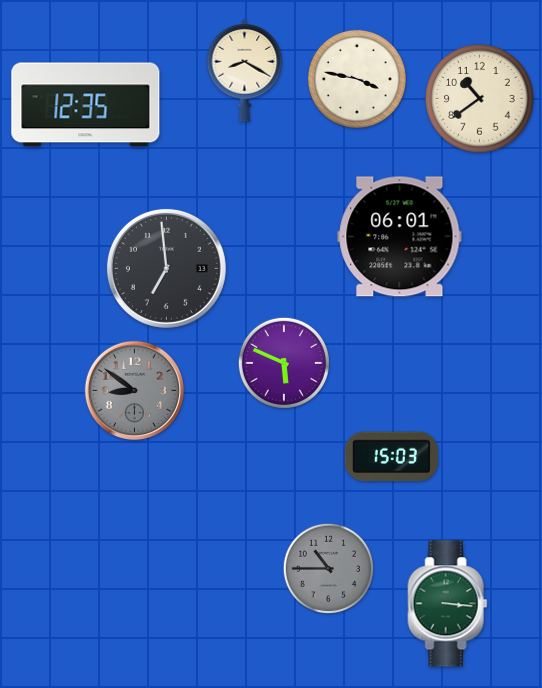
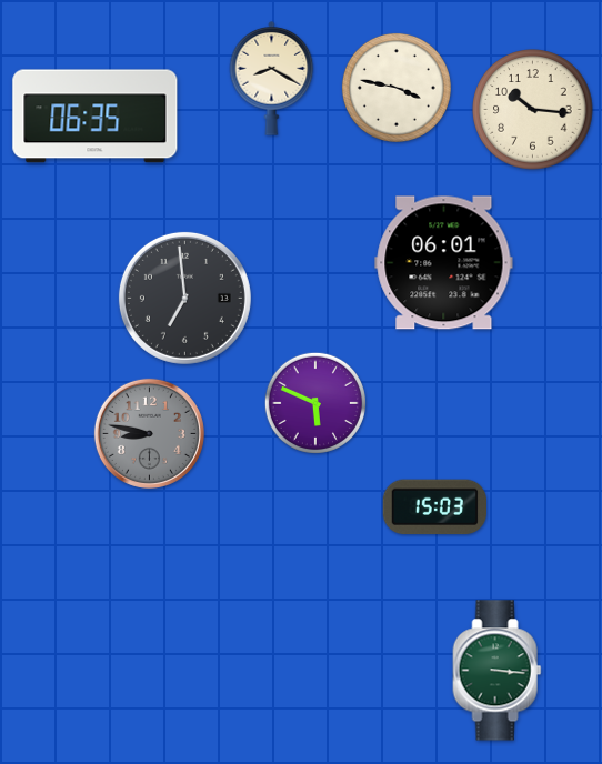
clock at (480, 99): 10:39 -> 10:16
clock at (86, 105): 12:35 -> 06:35
clock at (134, 390): 8:51 -> 8:47
clock at (328, 568): 10:45 -> none
